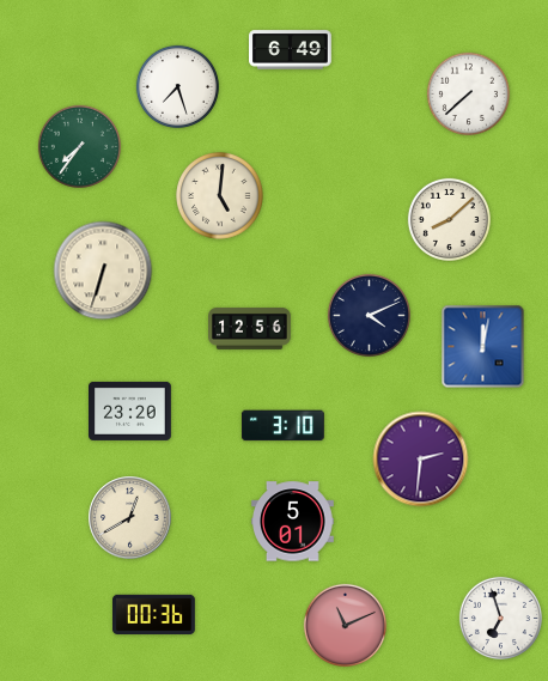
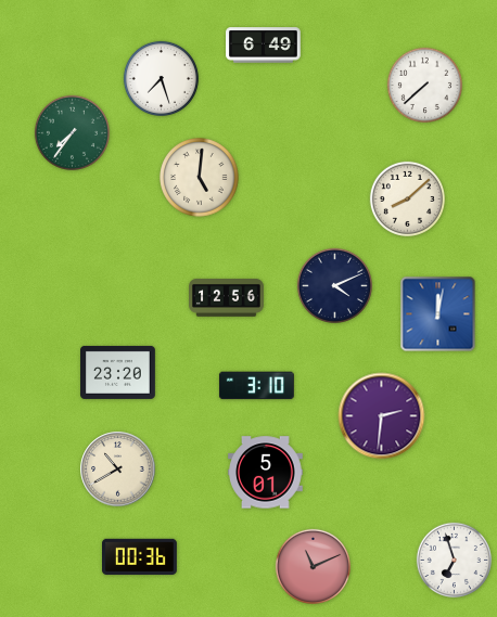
clock at (103, 270): 6:33 -> none
clock at (130, 518): 12:40 -> 10:40
